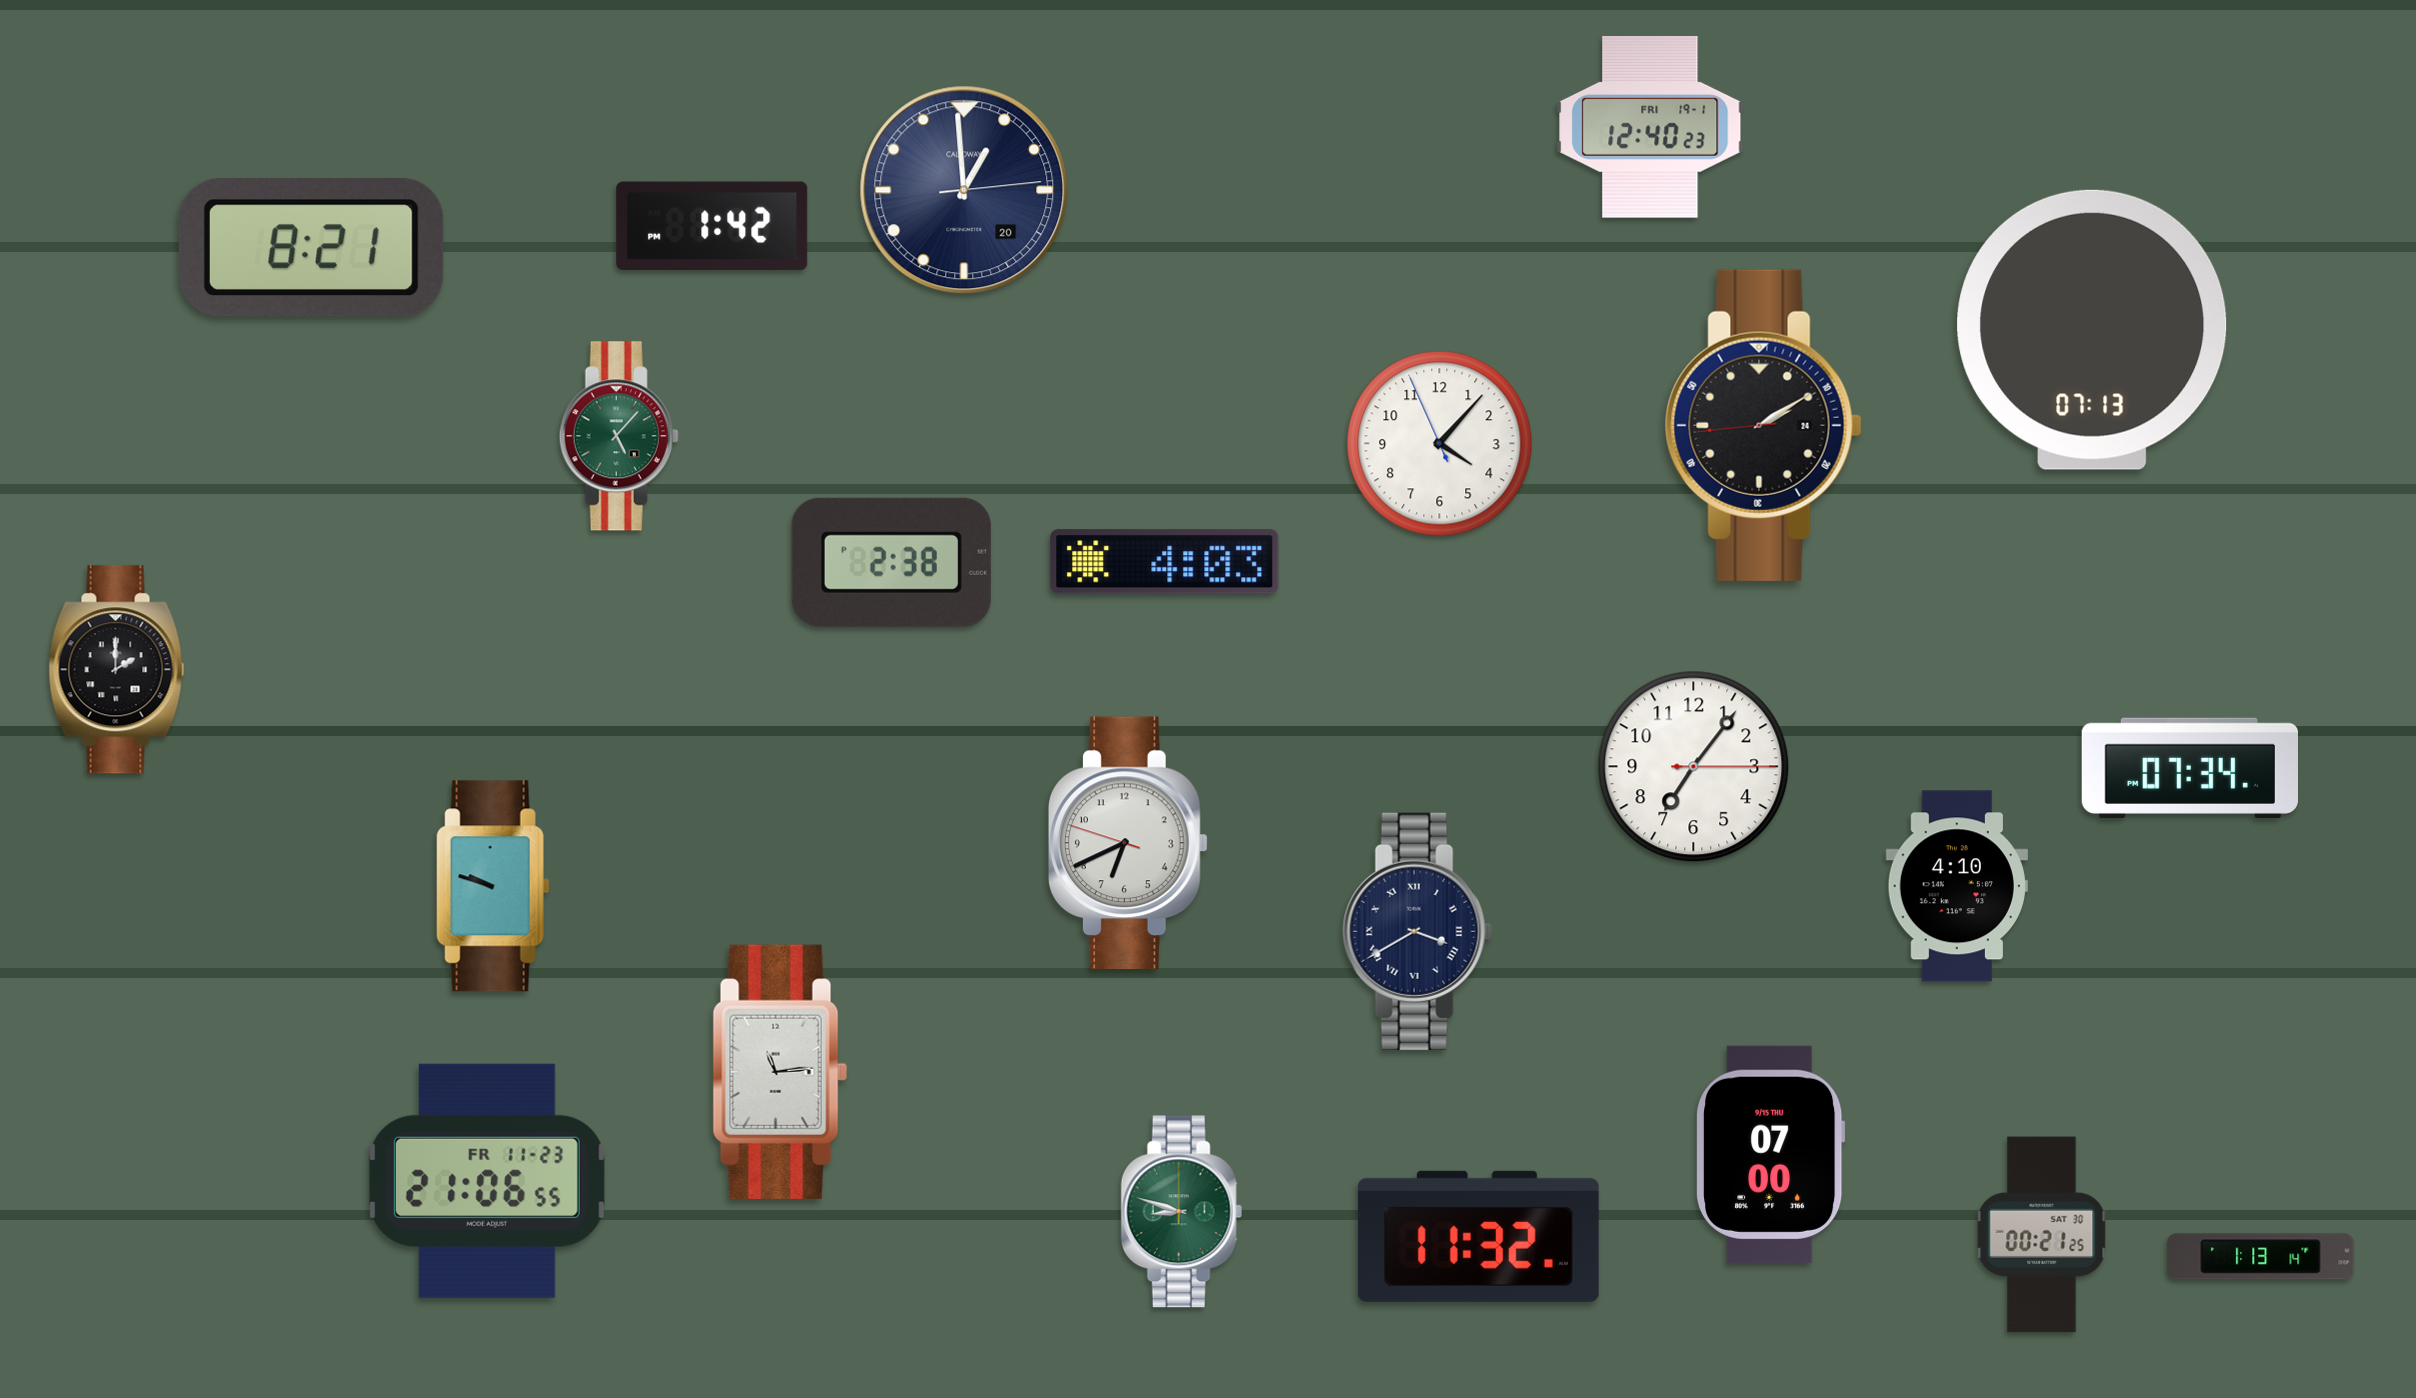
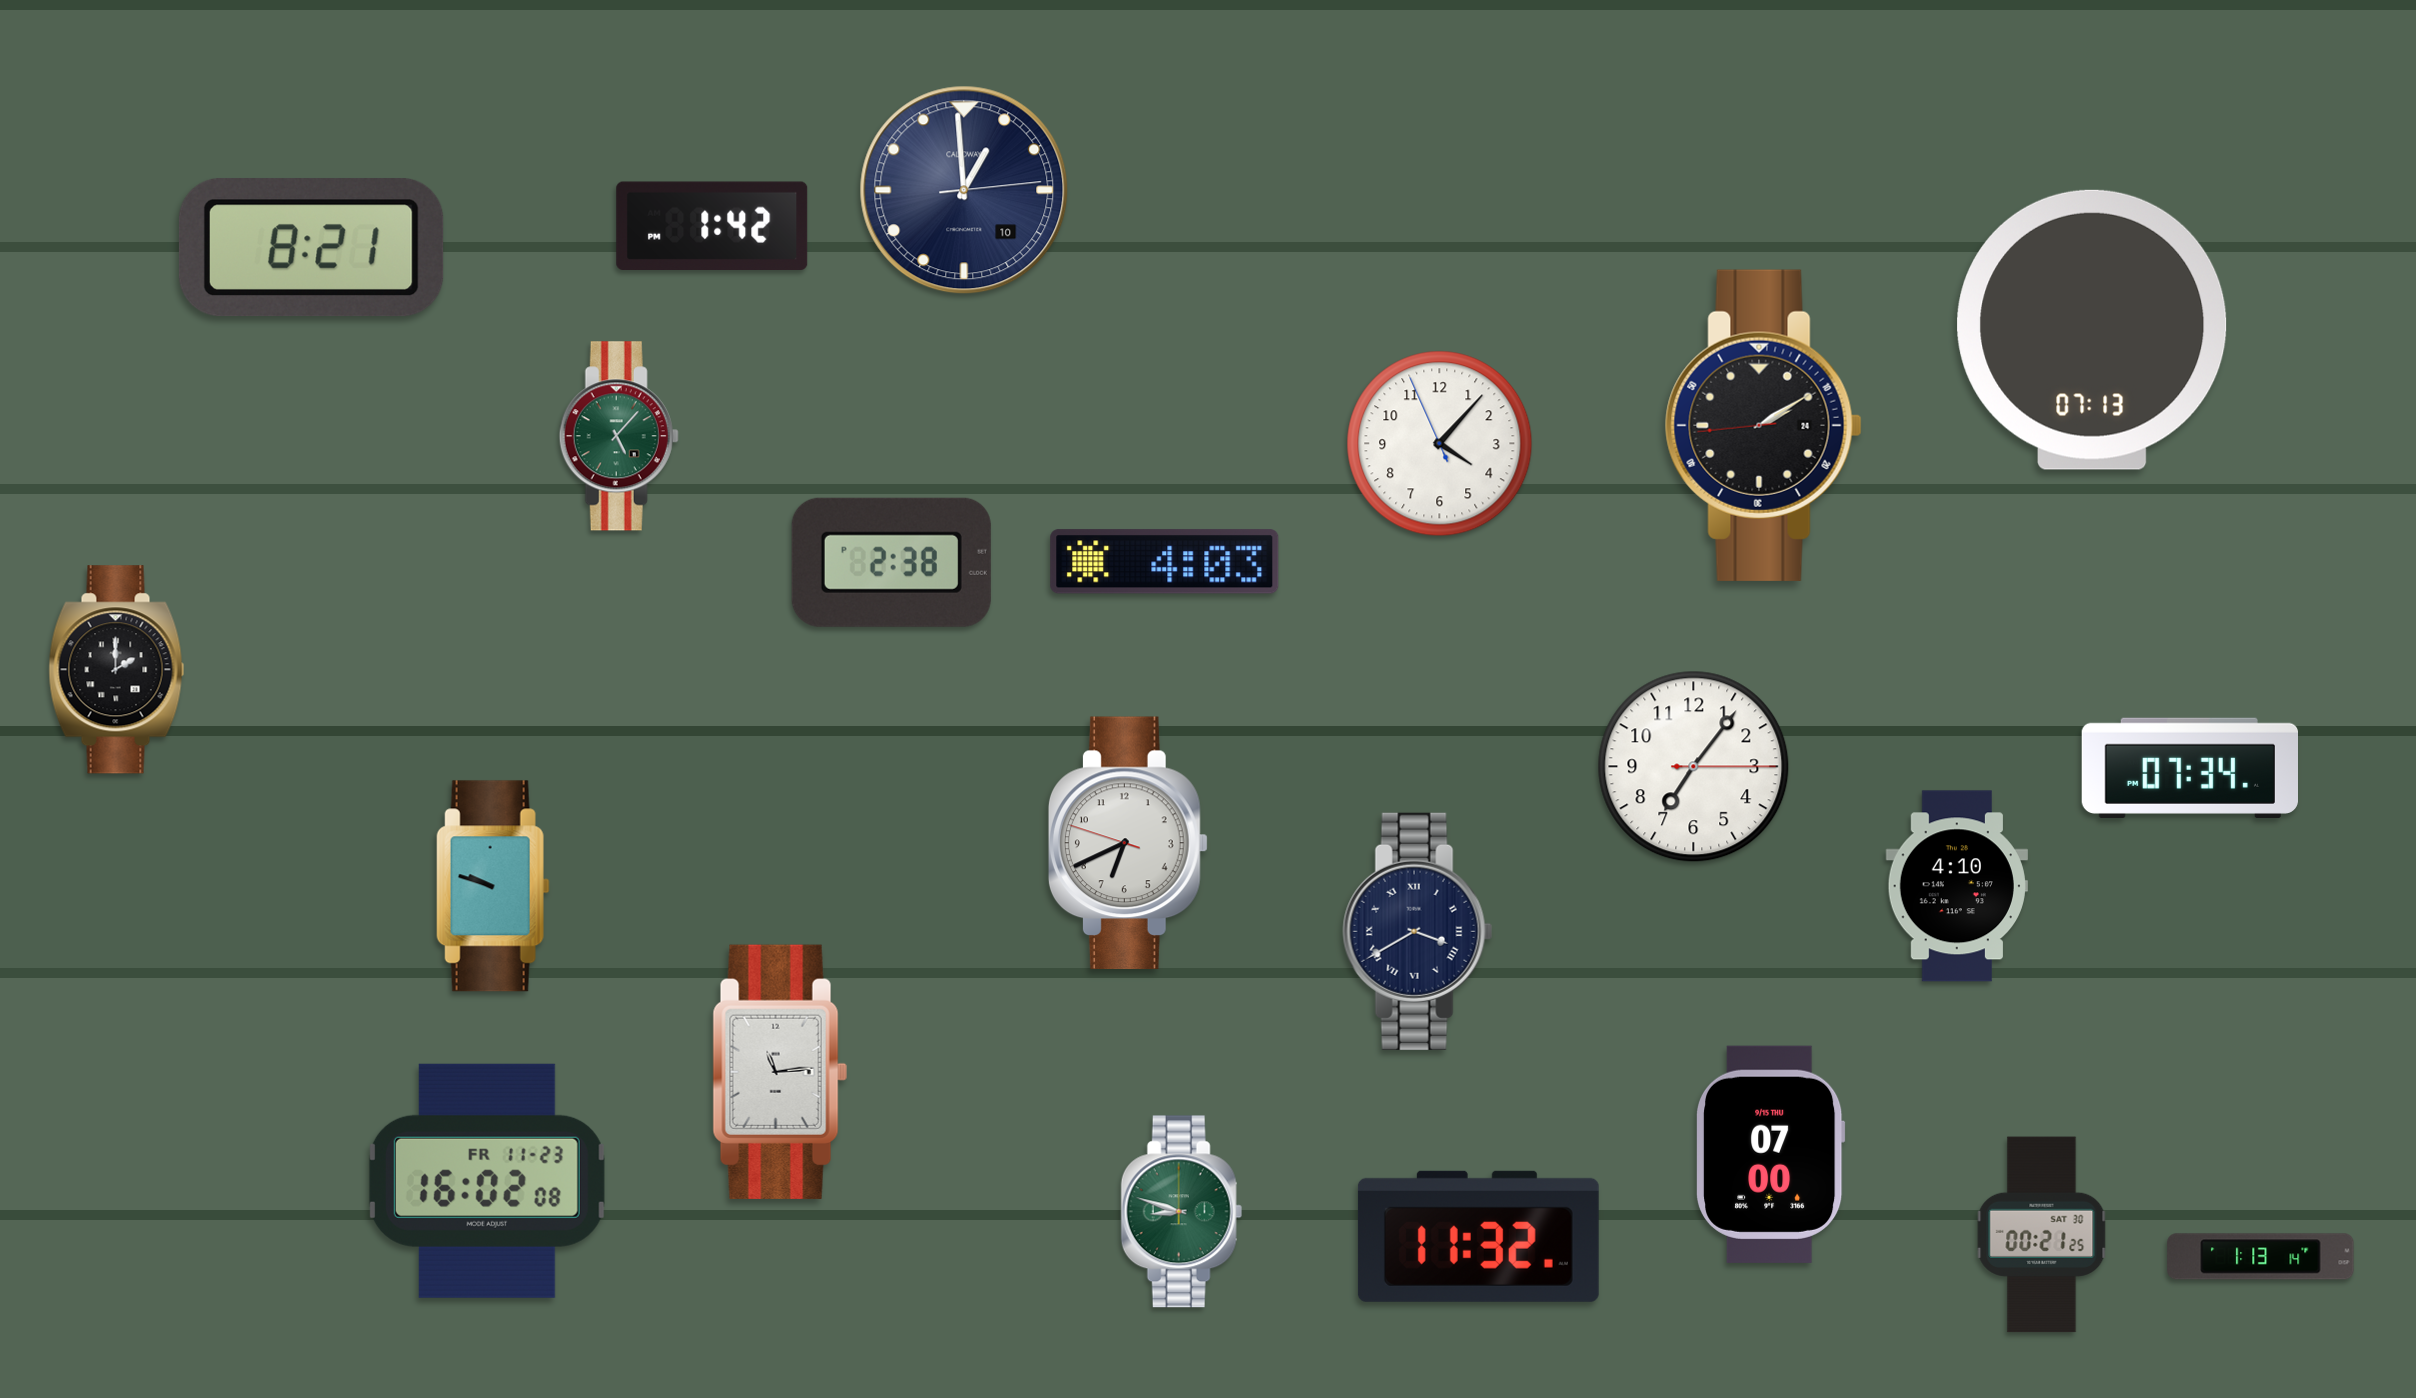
clock at (1650, 127): 12:40 -> none
clock at (964, 190) date: 20 -> 10
clock at (487, 1181): 21:06 -> 16:02
